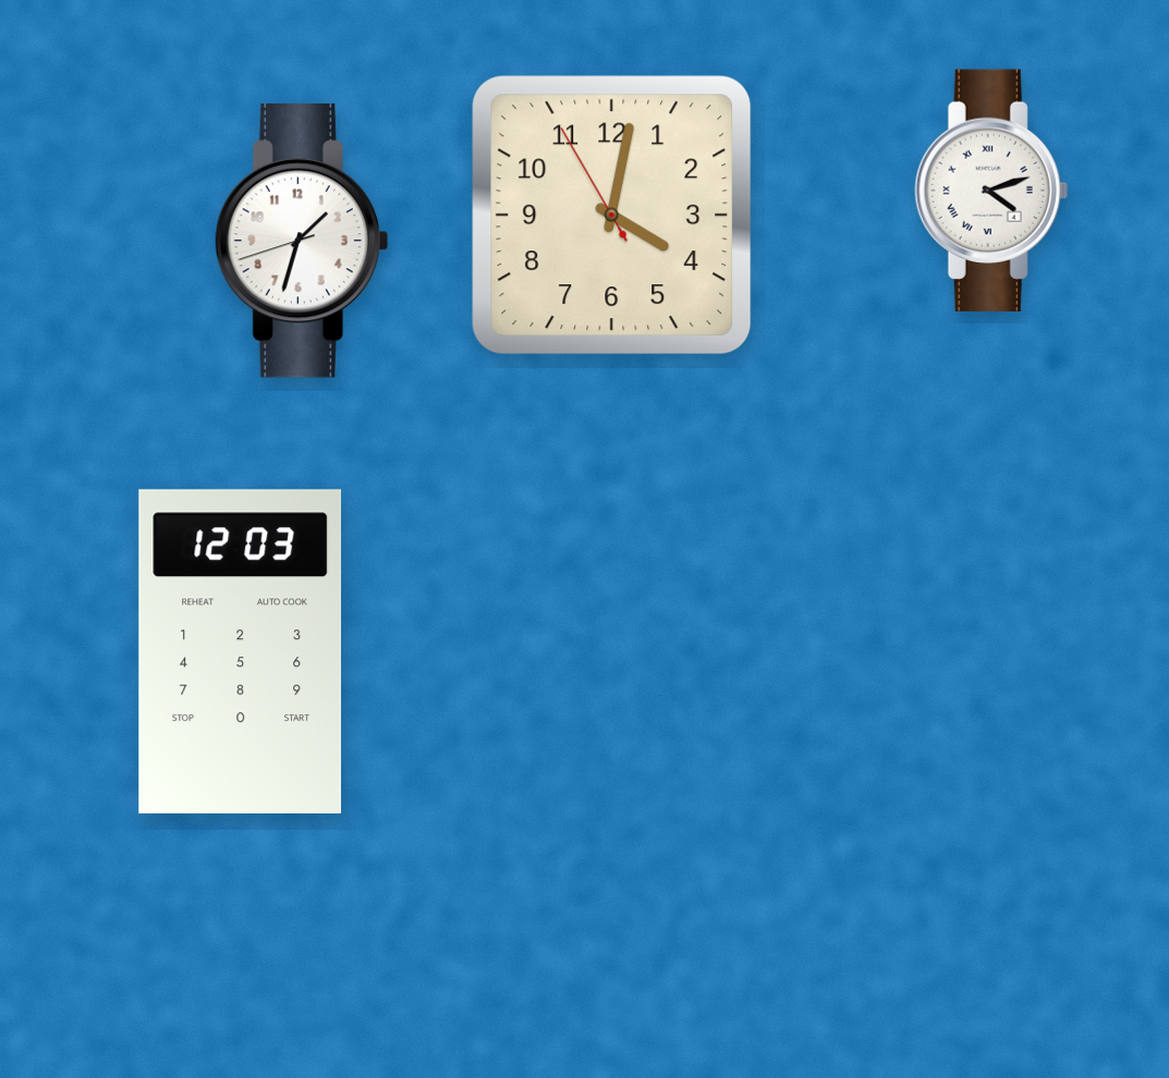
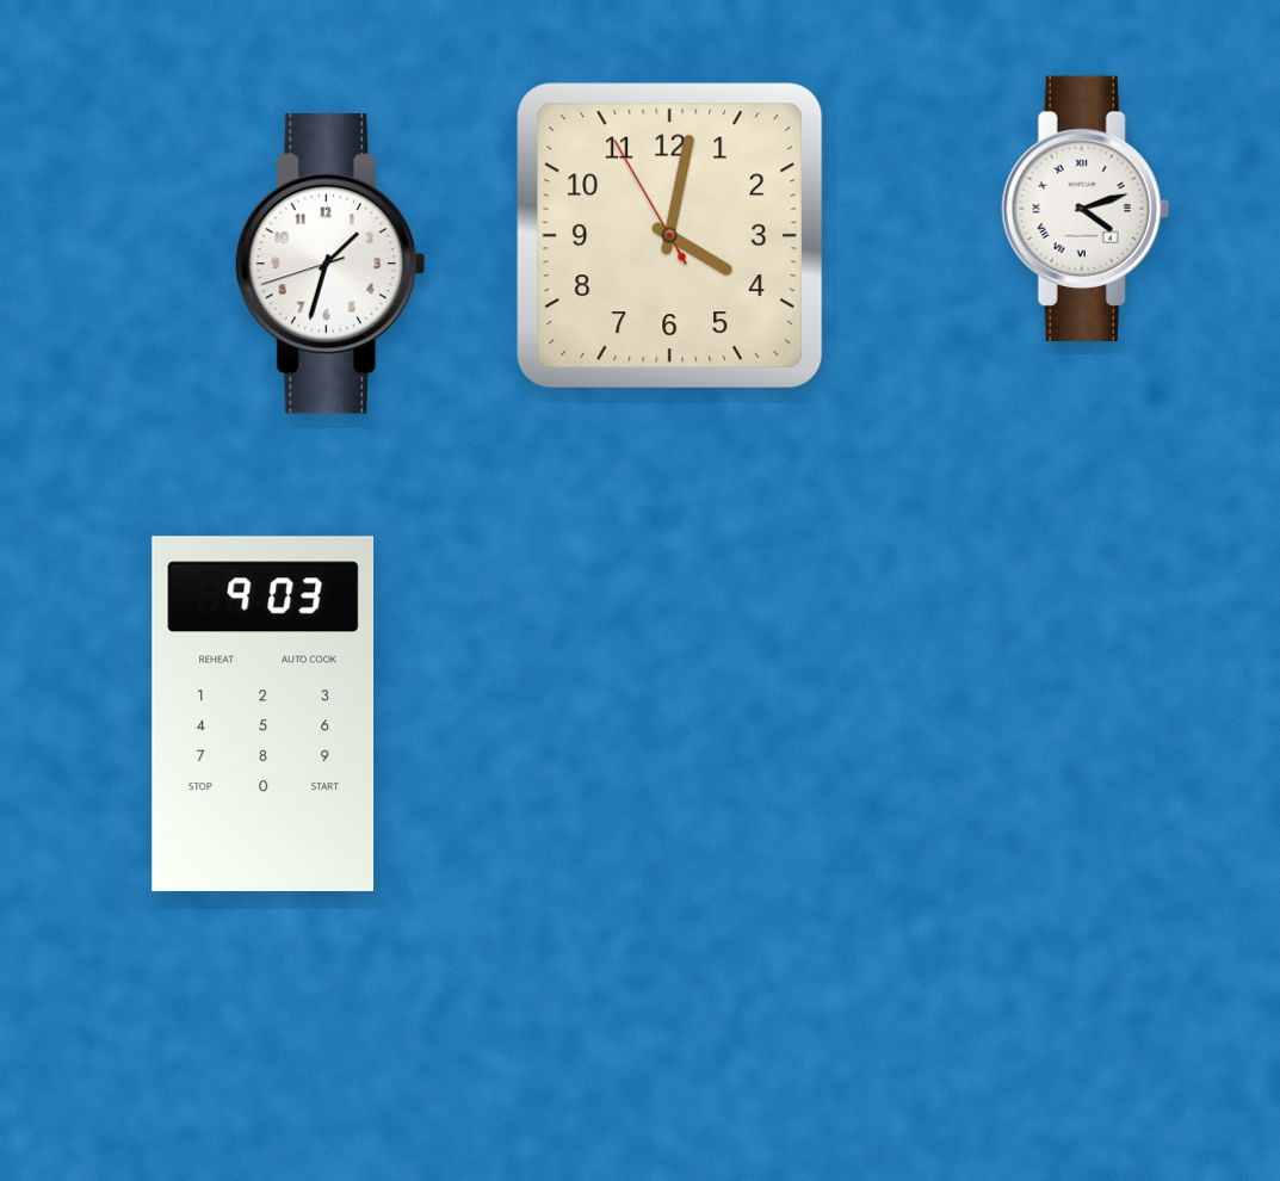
clock at (241, 652): 12:03 -> 9:03
